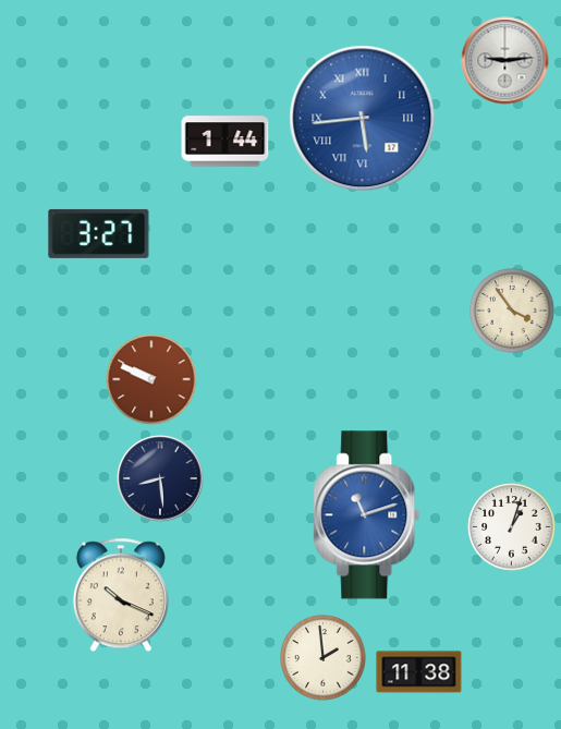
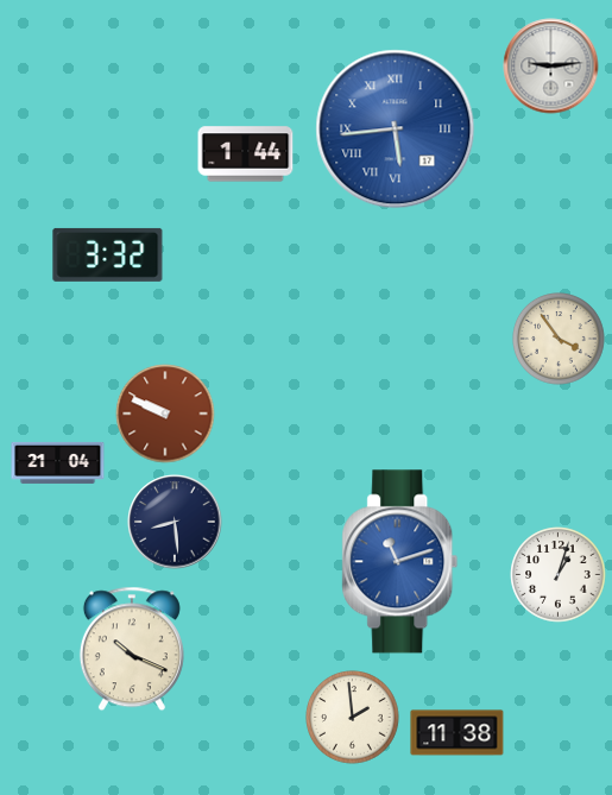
clock at (99, 233): 3:27 -> 3:32
clock at (58, 462): none -> 21:04
